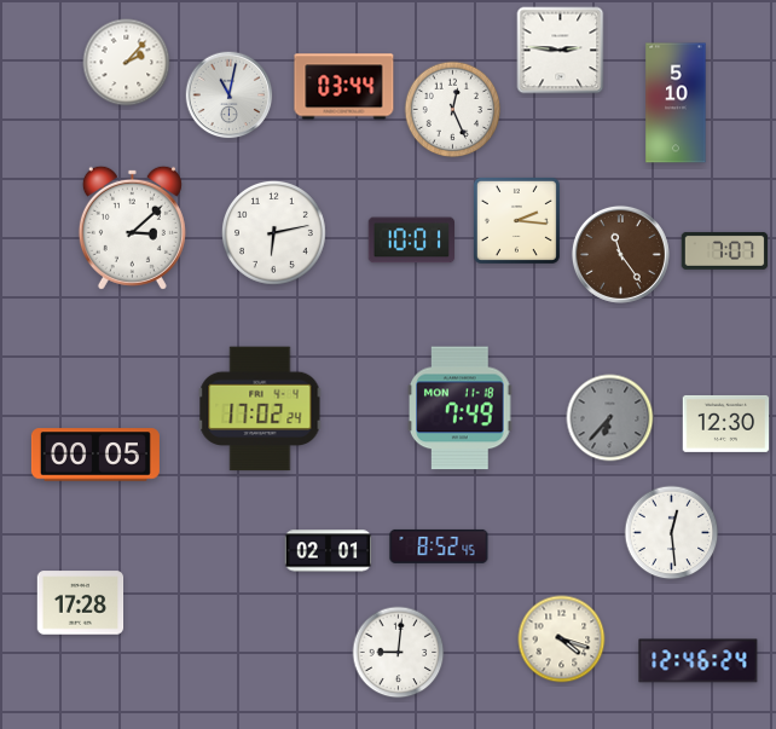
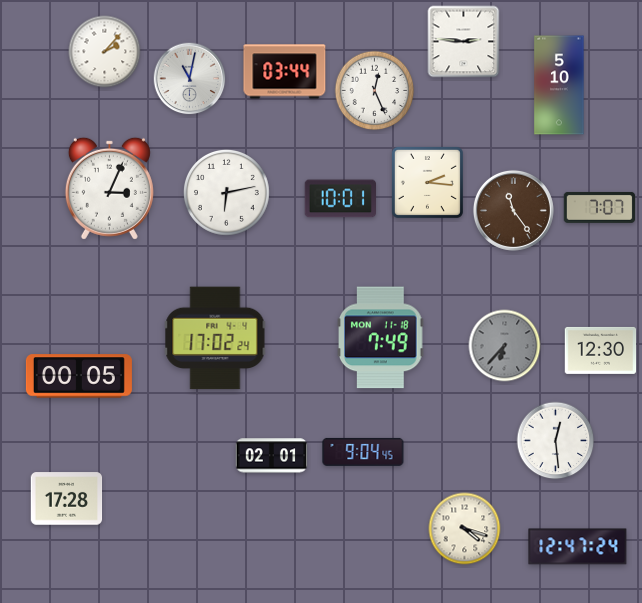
clock at (132, 227): 3:08 -> 3:04
clock at (439, 546): 8:52 -> 9:04
clock at (399, 653): 9:01 -> none
clock at (699, 661): 12:46 -> 12:47
